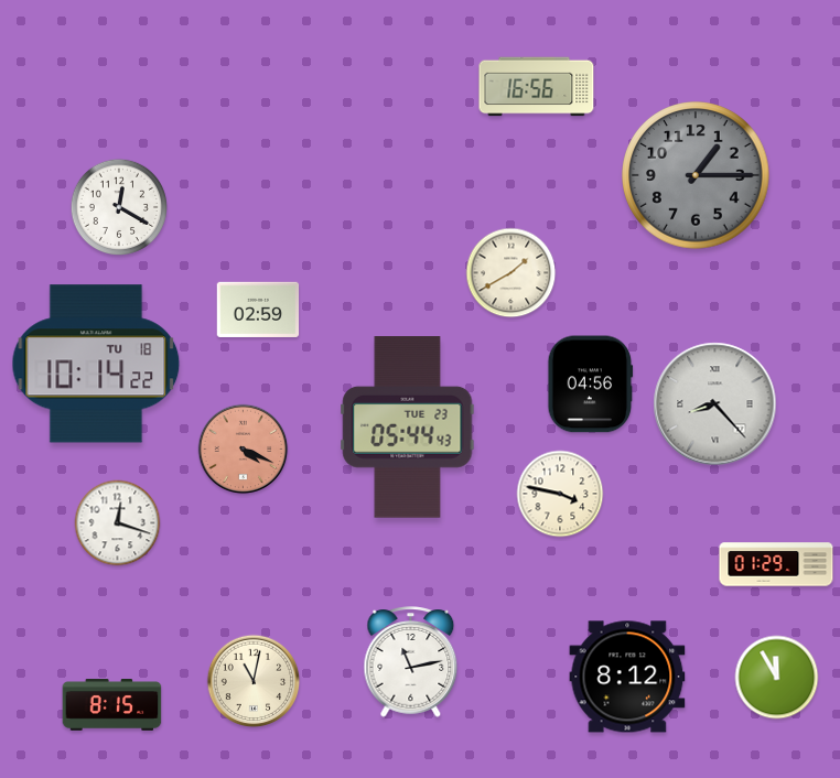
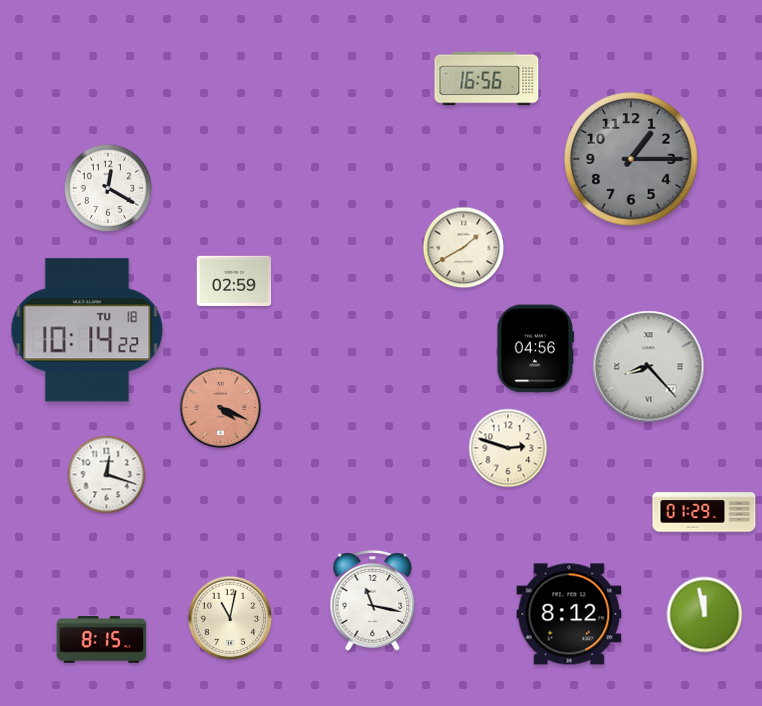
clock at (408, 428): 05:44 -> none
clock at (560, 494): 3:47 -> 2:48
clock at (411, 662): 11:13 -> 11:17
clock at (777, 678): 11:55 -> 11:58
